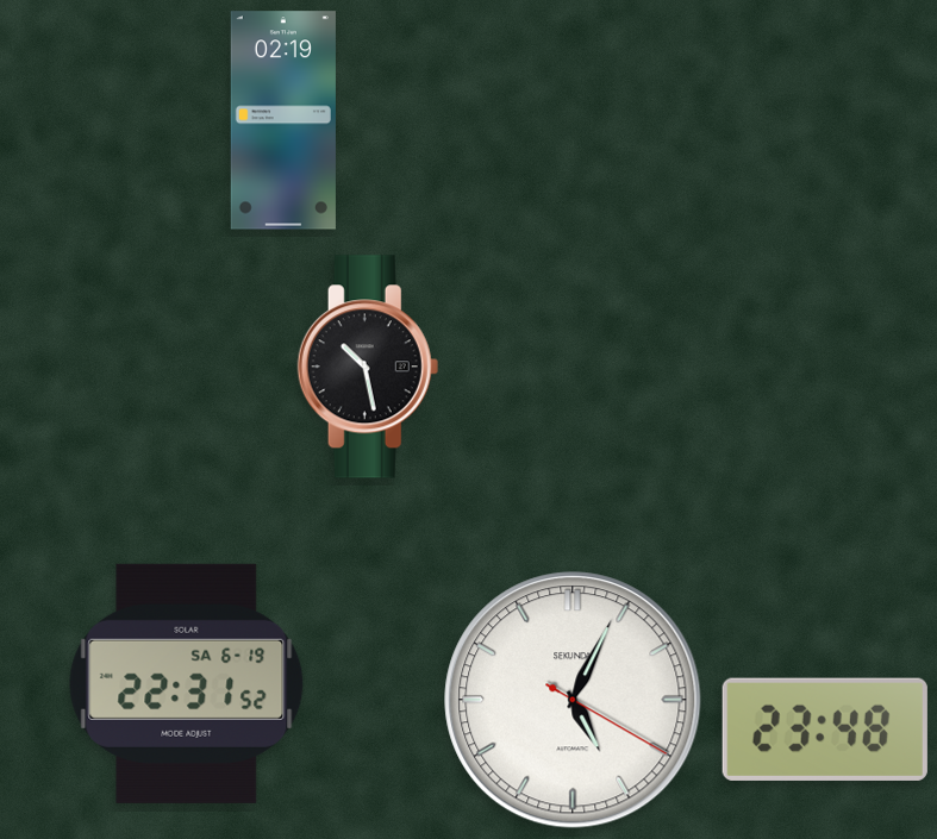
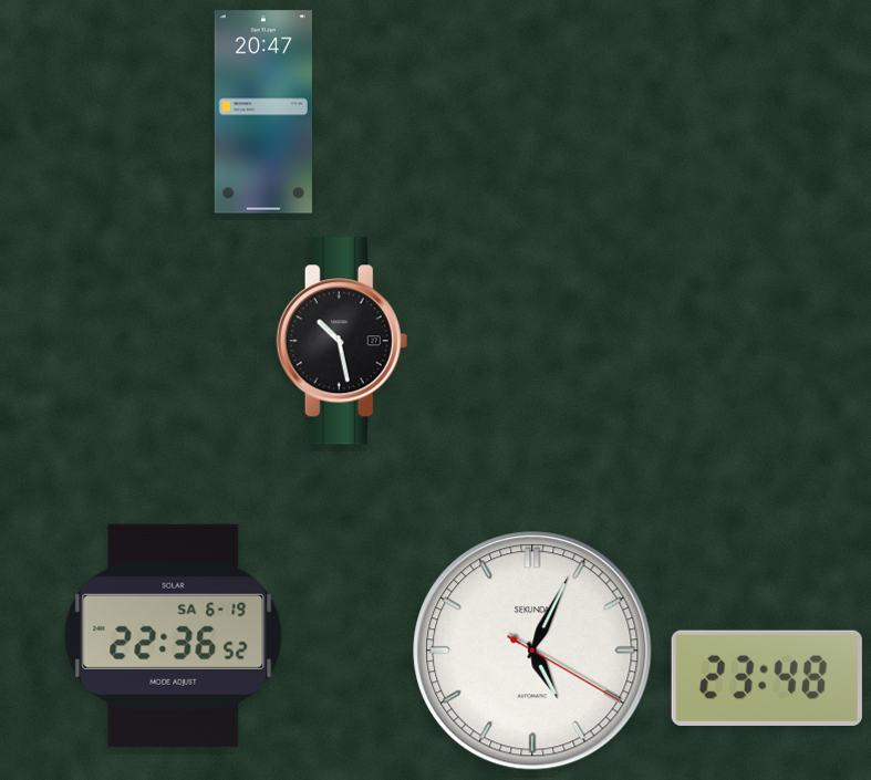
clock at (283, 120): 02:19 -> 20:47
clock at (187, 683): 22:31 -> 22:36
